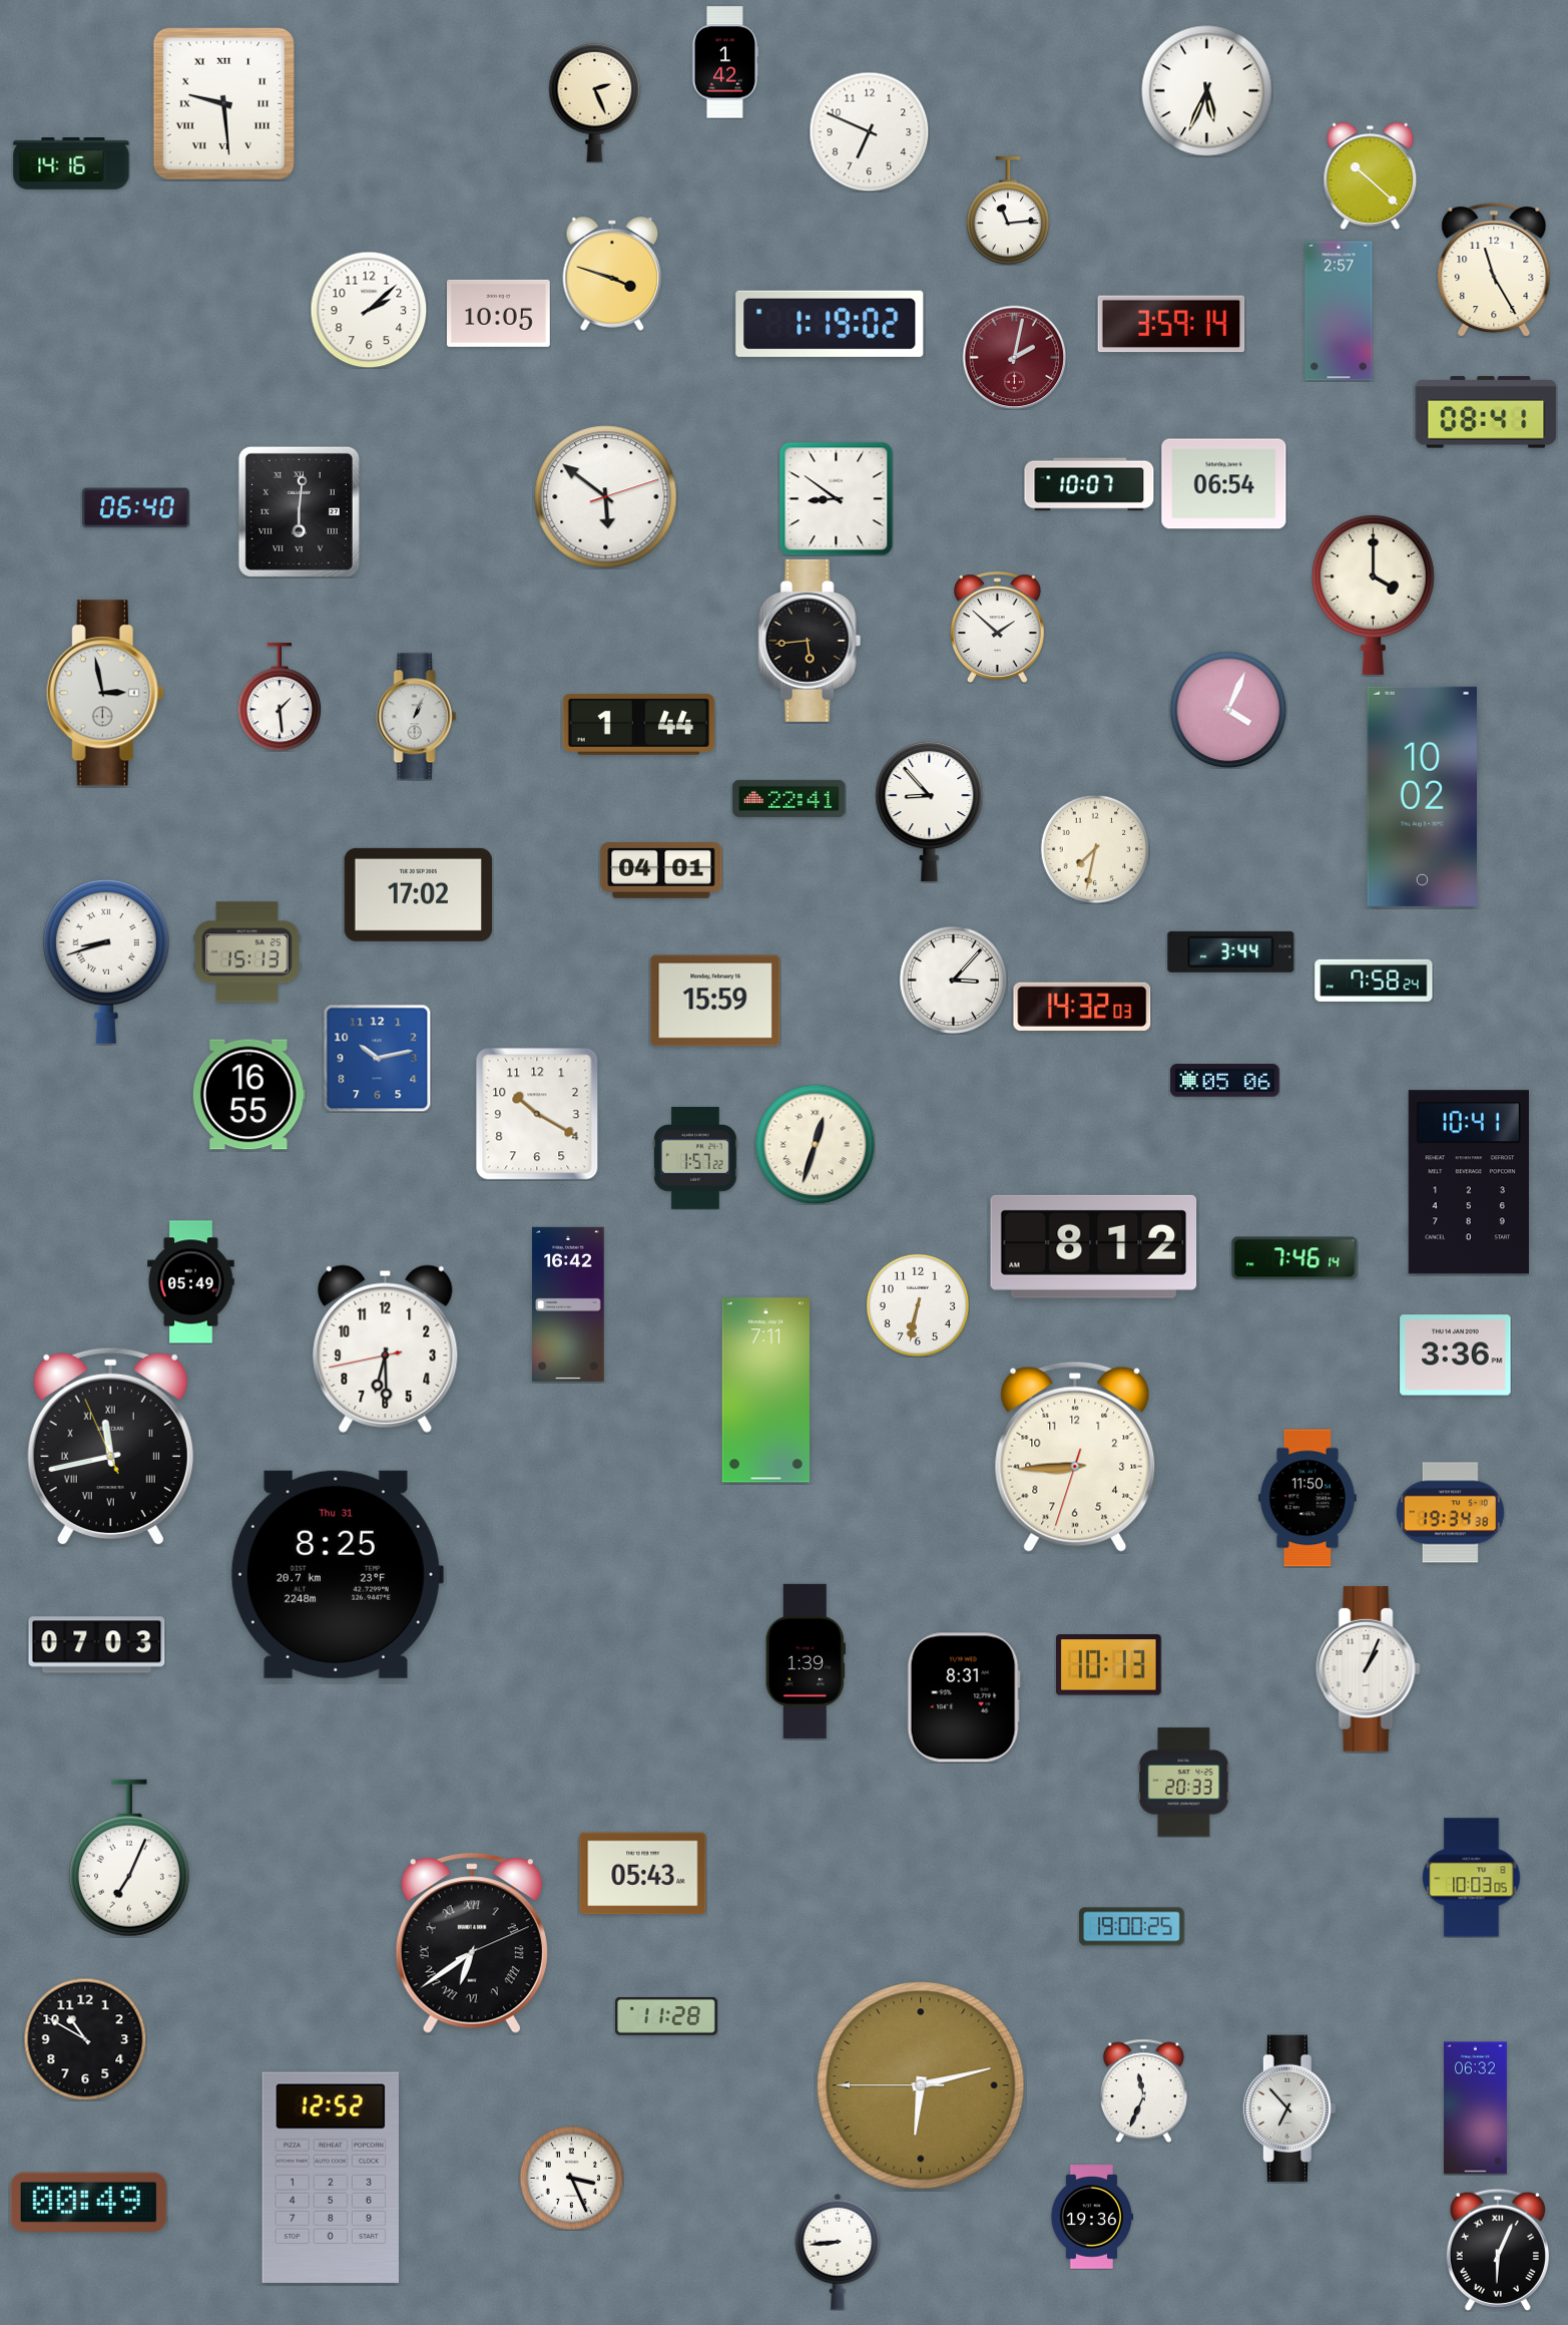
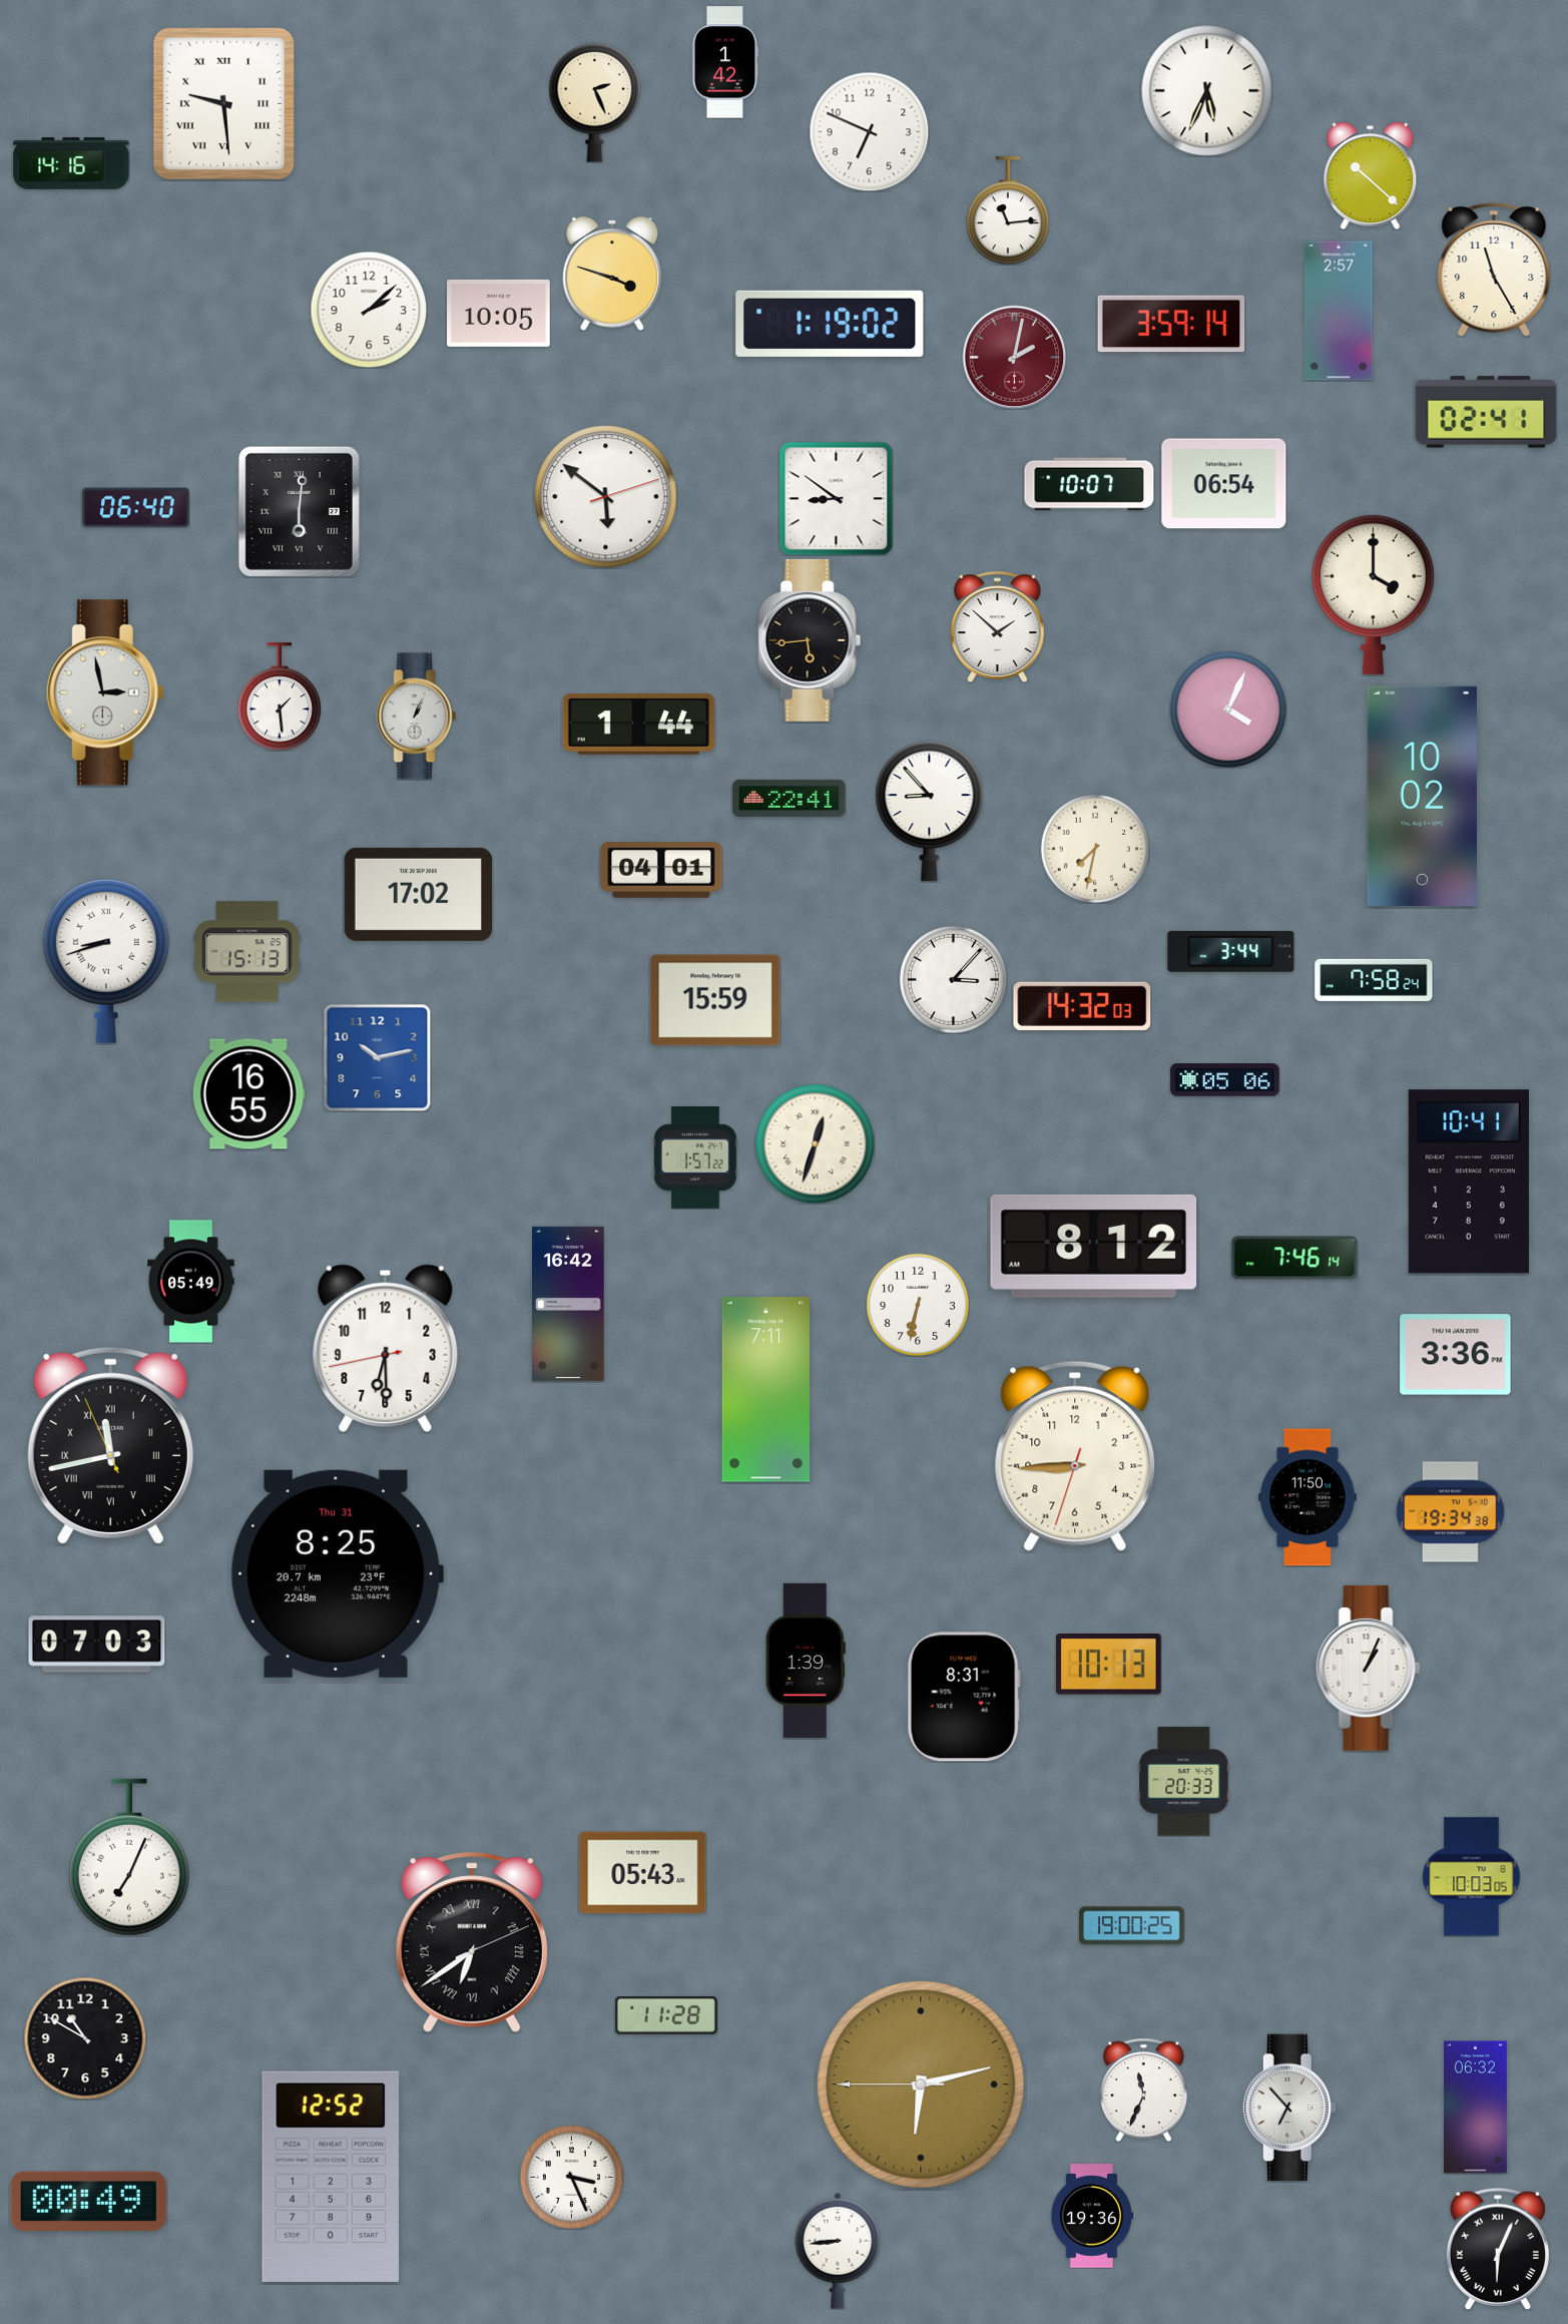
clock at (1486, 412): 08:41 -> 02:41
clock at (537, 1114): 10:20 -> none
